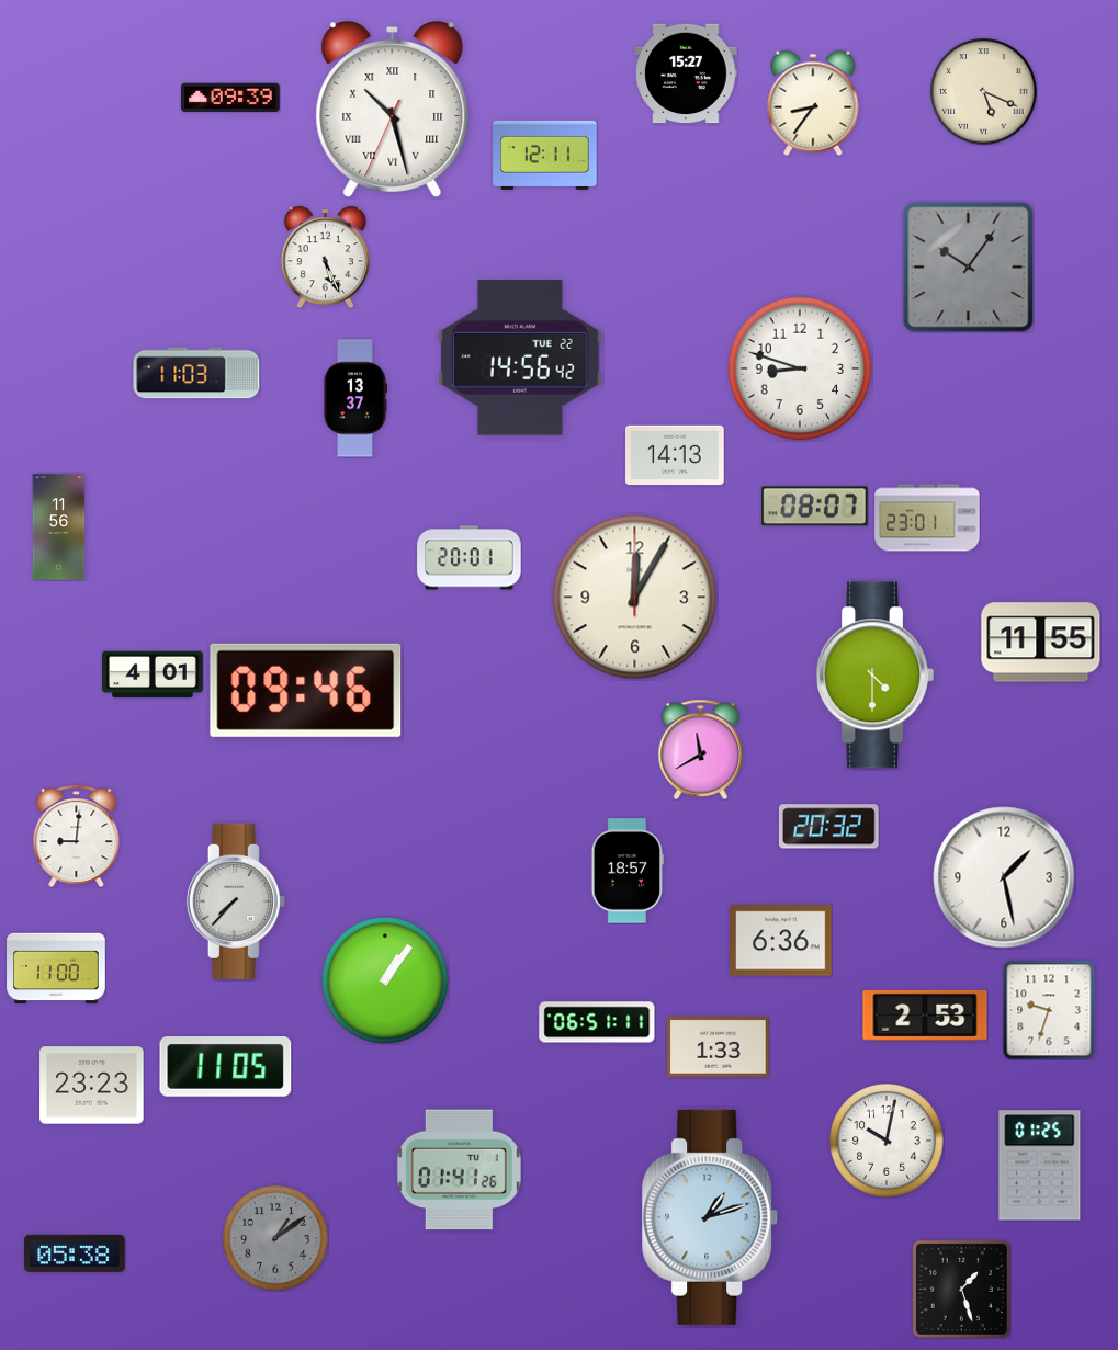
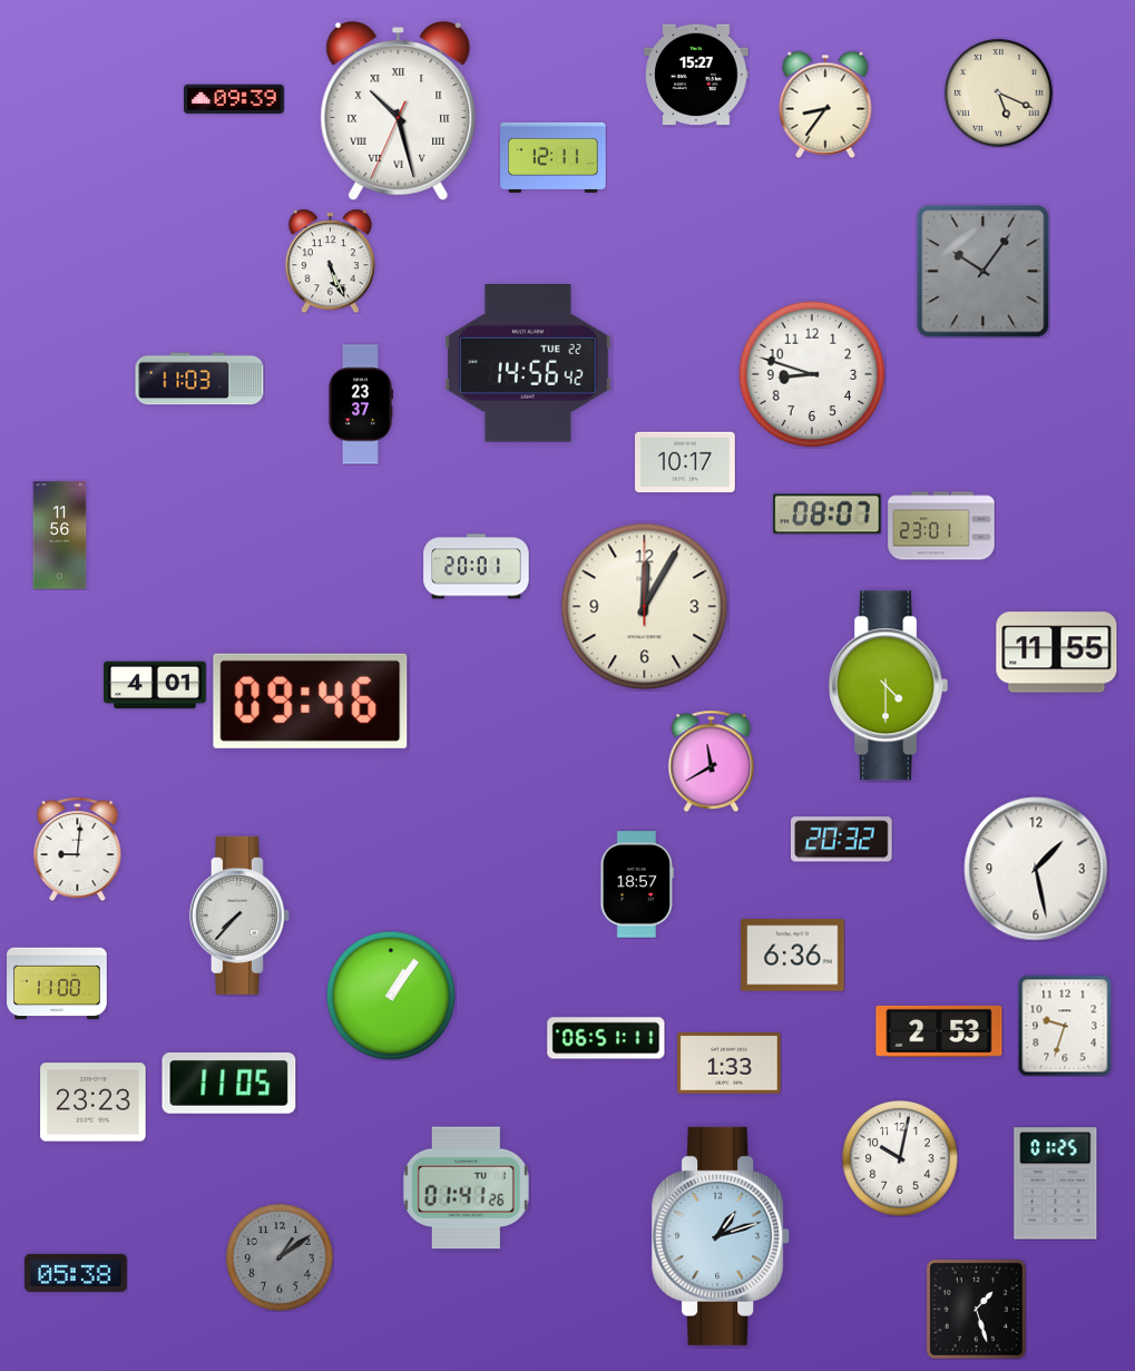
clock at (354, 398): 13:37 -> 23:37
clock at (676, 455): 14:13 -> 10:17
clock at (1004, 877) position: (1004, 877) -> (1036, 869)
